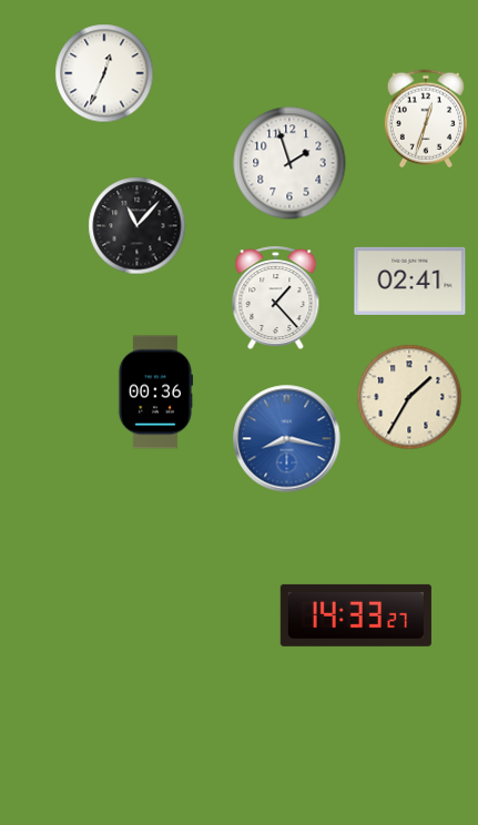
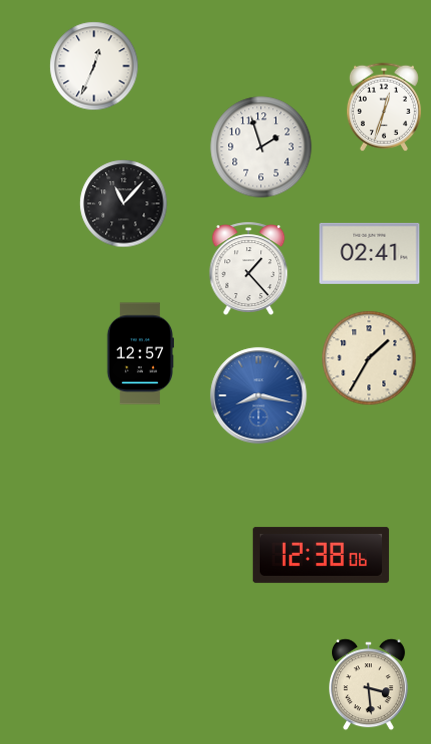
clock at (154, 393): 00:36 -> 12:57
clock at (356, 615): 14:33 -> 12:38
clock at (368, 685): none -> 3:29
